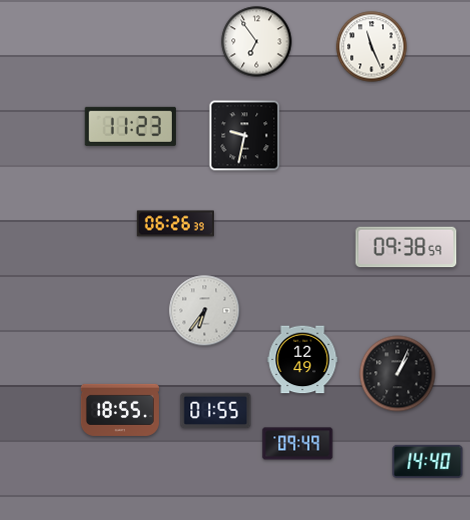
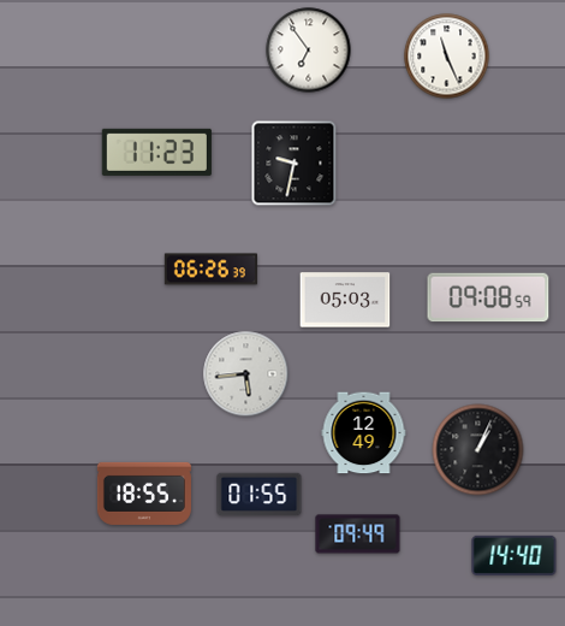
clock at (406, 247): 09:38 -> 09:08
clock at (345, 300): none -> 05:03
clock at (205, 311): 6:36 -> 5:44
